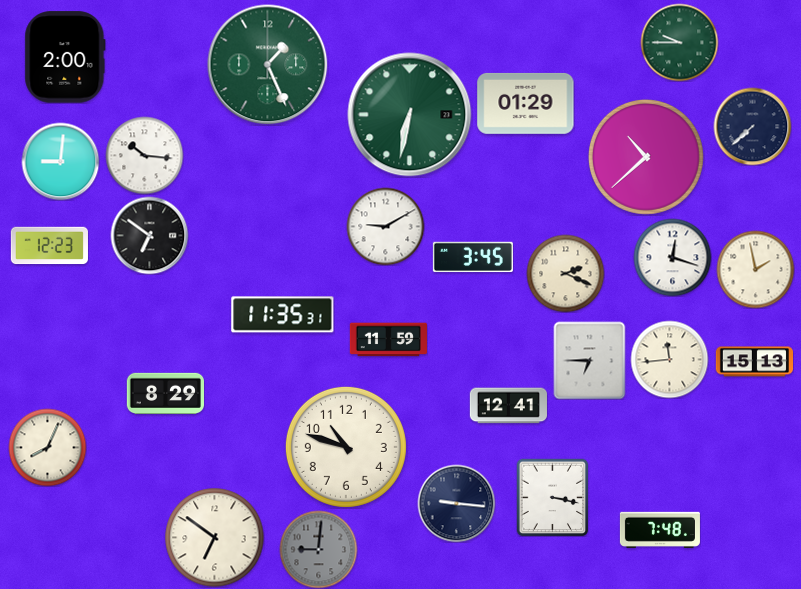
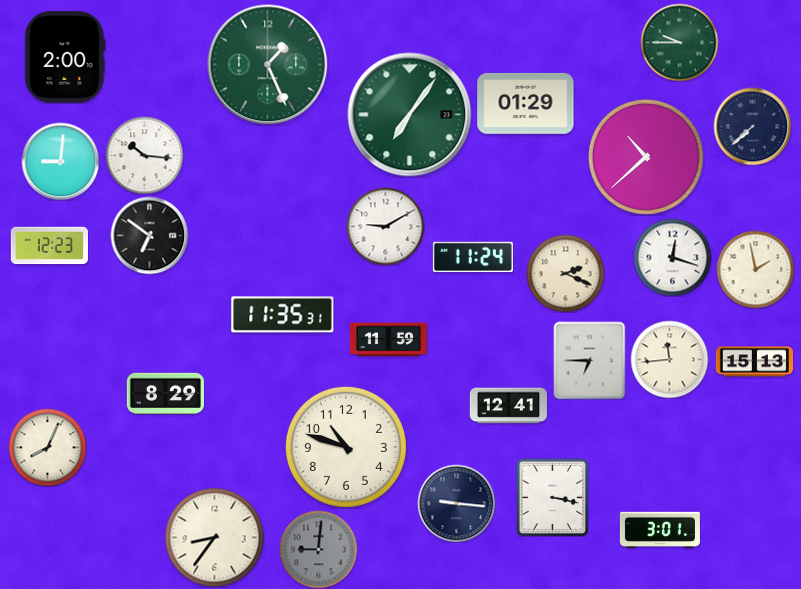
clock at (410, 115): 6:32 -> 7:06
clock at (473, 257): 3:45 -> 11:24
clock at (660, 530): 7:48 -> 3:01
clock at (215, 538): 6:51 -> 8:36
